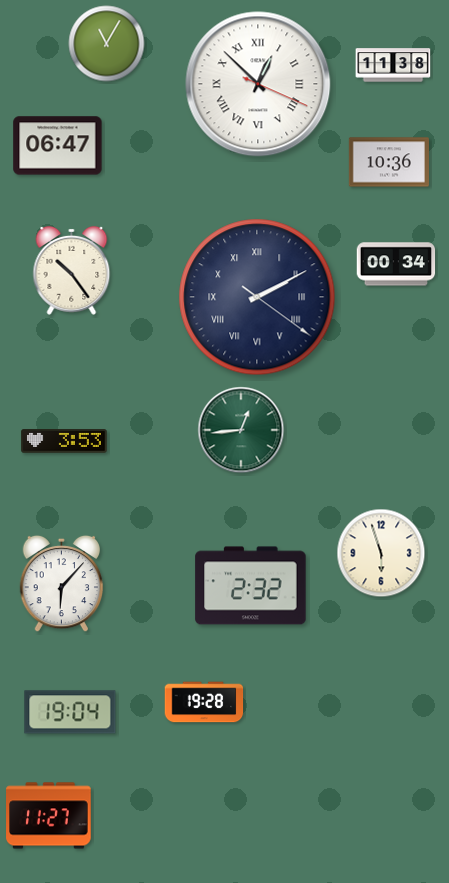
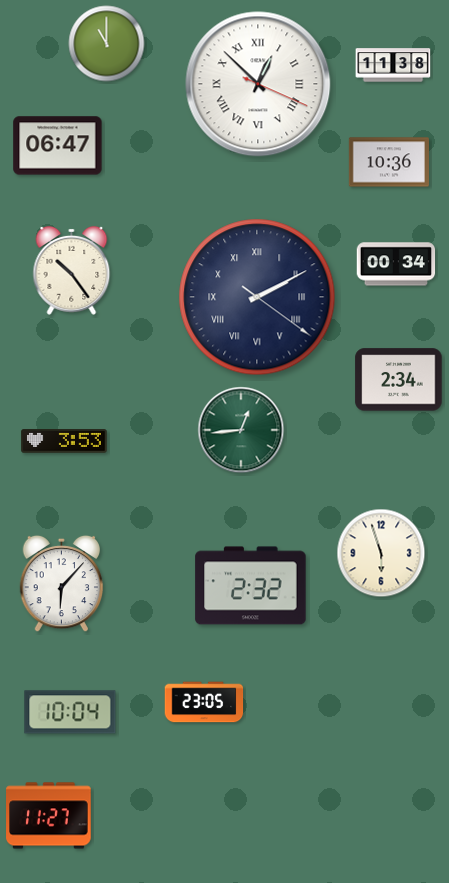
clock at (107, 44): 11:05 -> 11:00
clock at (399, 380): none -> 2:34
clock at (204, 702): 19:28 -> 23:05
clock at (70, 712): 19:04 -> 10:04
